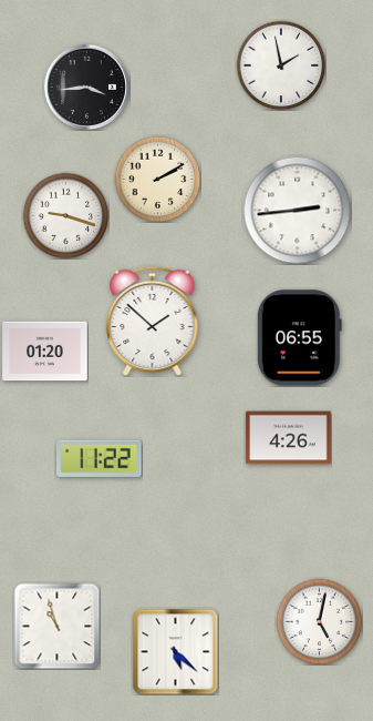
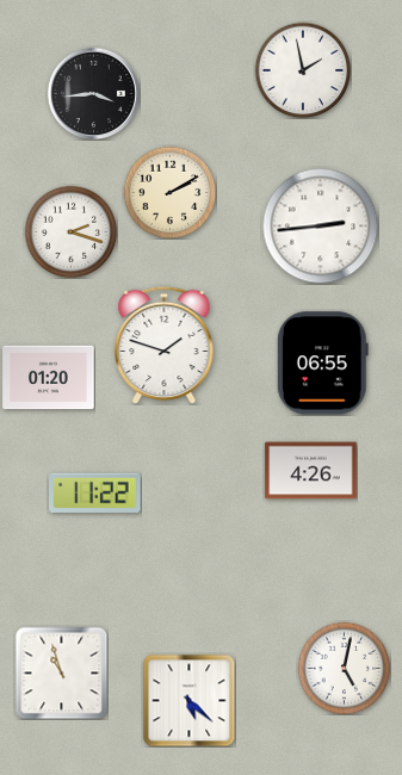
clock at (65, 215): 9:18 -> 2:18
clock at (153, 321): 1:52 -> 1:48
clock at (100, 458) position: (100, 458) -> (95, 492)
